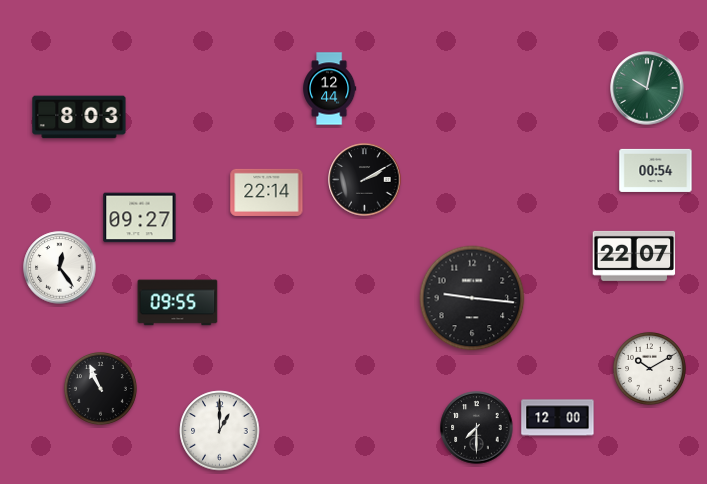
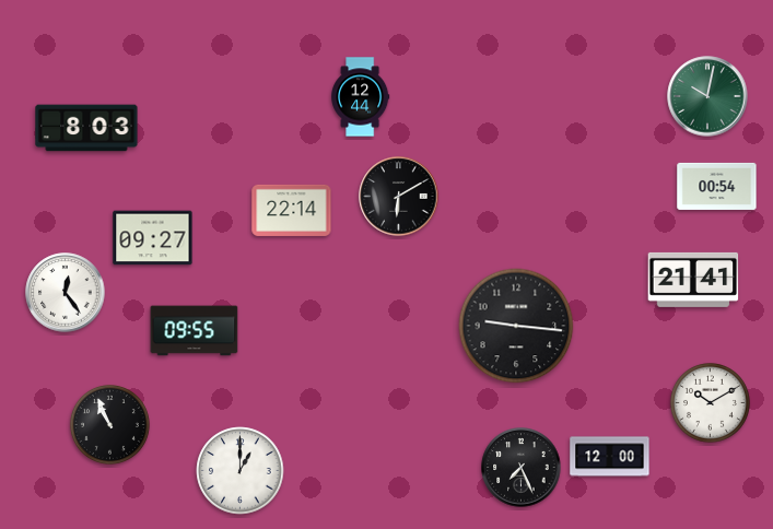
clock at (365, 180): 2:10 -> 6:10
clock at (634, 256): 22:07 -> 21:41
clock at (477, 428): 7:30 -> 7:26
